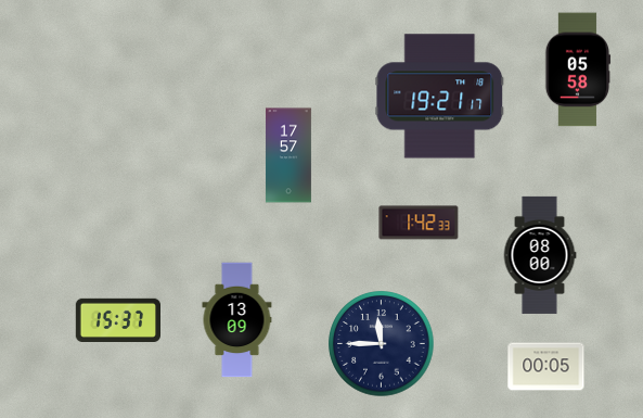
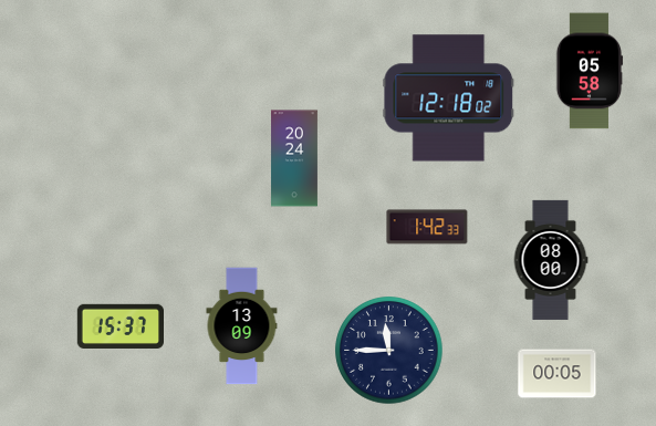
clock at (440, 97): 19:21 -> 12:18
clock at (288, 155): 17:57 -> 20:24
